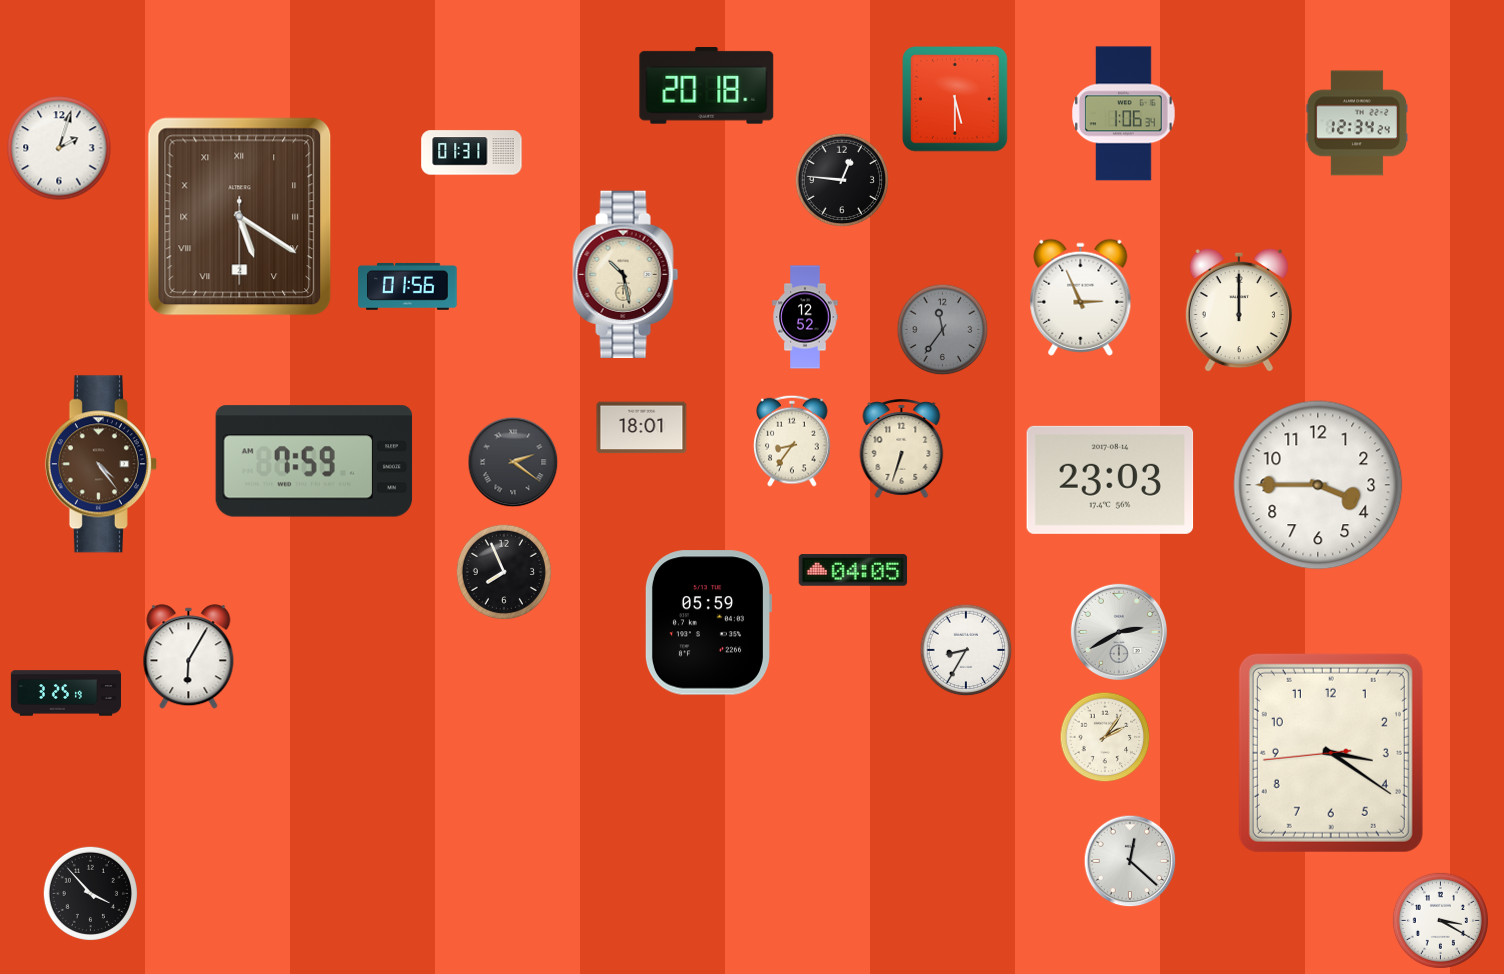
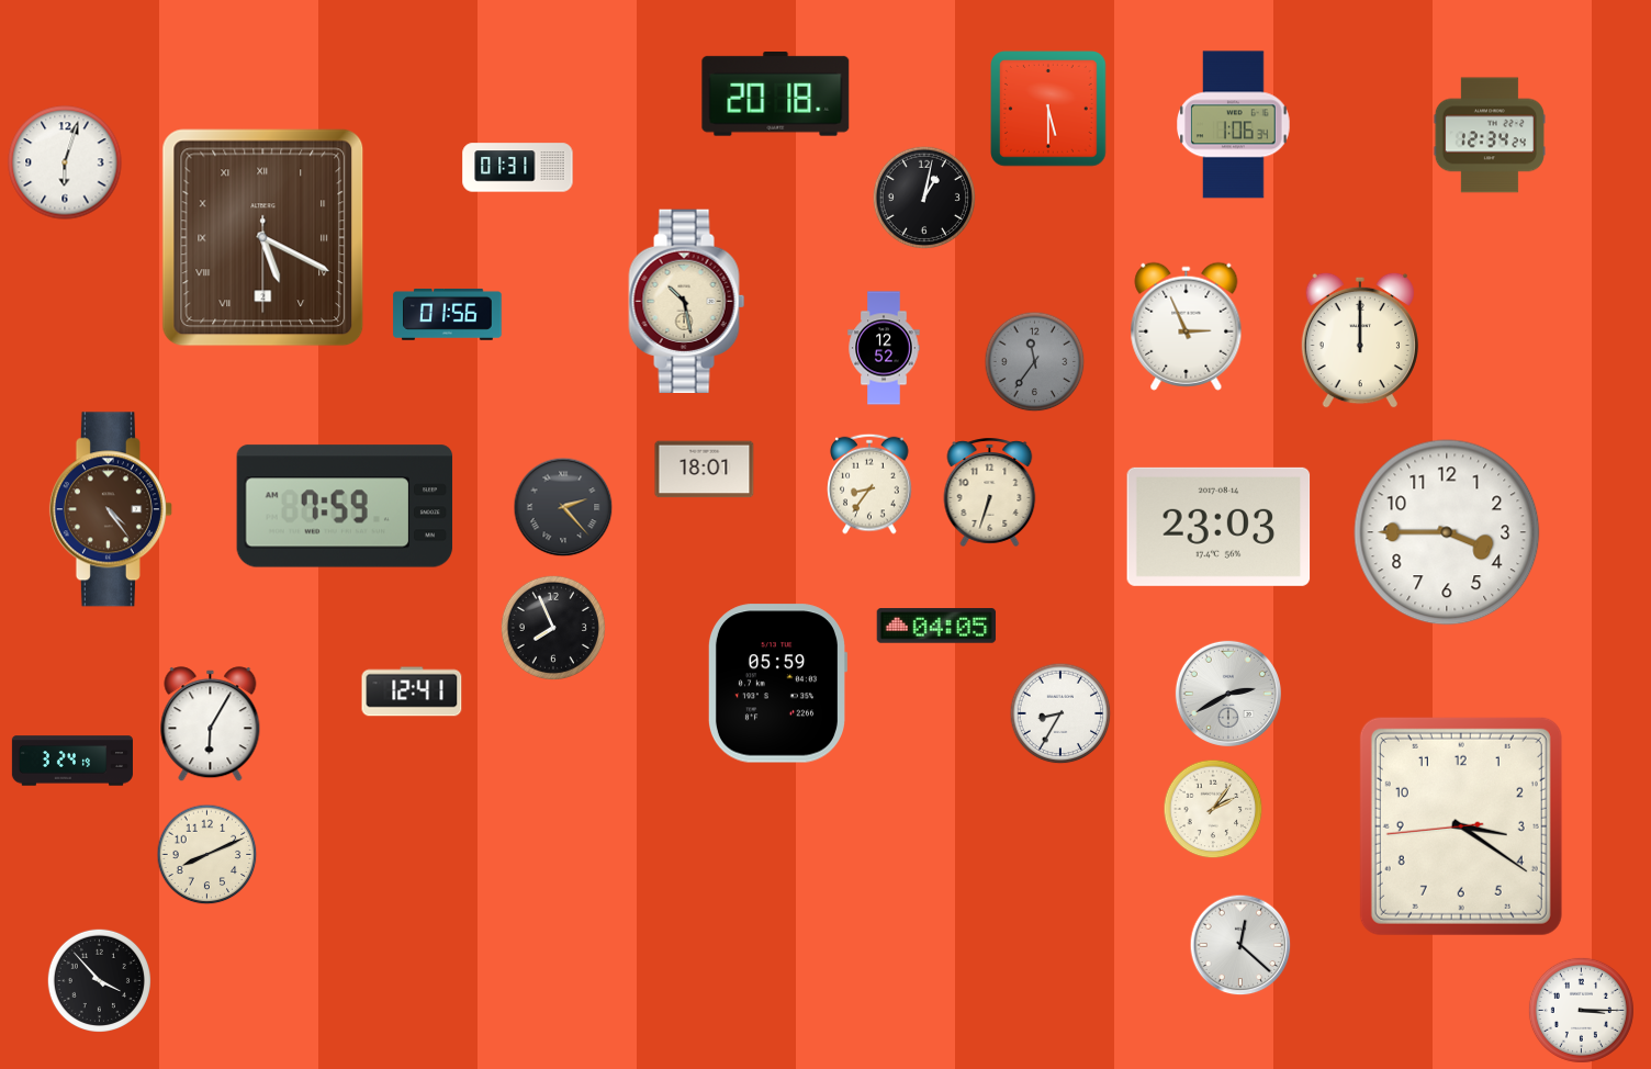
clock at (59, 148): 2:03 -> 6:03
clock at (842, 180): 12:46 -> 1:02
clock at (240, 217): 5:20 -> 5:19
clock at (513, 462): 2:21 -> 2:23
clock at (412, 691): none -> 12:41
clock at (189, 657) position: (189, 657) -> (211, 724)
clock at (66, 693): 3:25 -> 3:24
clock at (207, 855): none -> 8:11
clock at (1440, 920): 3:20 -> 3:15
